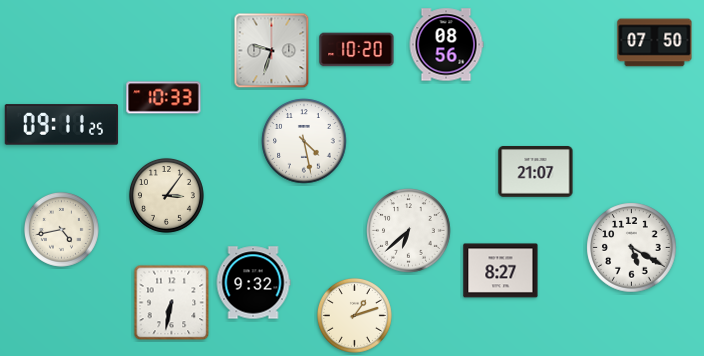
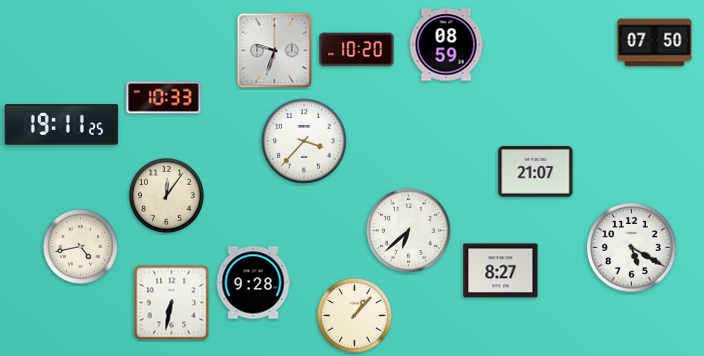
clock at (446, 45): 08:56 -> 08:59
clock at (272, 51) position: (272, 51) -> (275, 51)
clock at (62, 125): 09:11 -> 19:11
clock at (304, 141): 4:28 -> 3:37
clock at (166, 195): 3:06 -> 12:06
clock at (61, 229) position: (61, 229) -> (80, 246)
clock at (253, 283): 9:32 -> 9:28
clock at (354, 315): 1:12 -> 1:07
